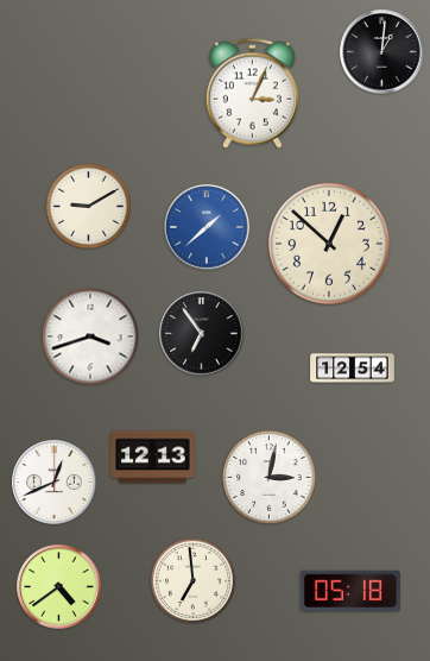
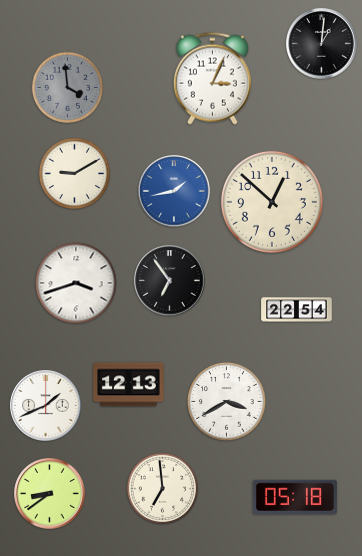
clock at (67, 87): none -> 3:59
clock at (207, 227): 1:38 -> 1:43
clock at (329, 244) position: (329, 244) -> (272, 202)
clock at (353, 369): 12:54 -> 22:54
clock at (270, 478): 3:02 -> 3:40
clock at (55, 483): 12:41 -> 1:41
clock at (59, 587): 4:39 -> 8:39
